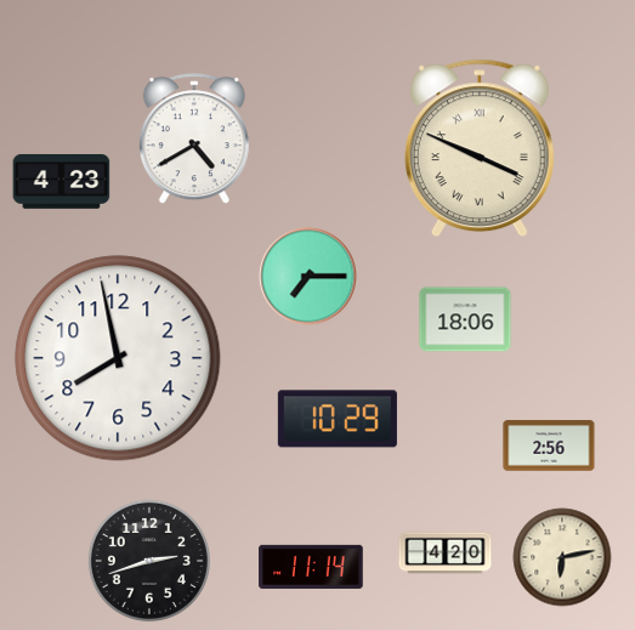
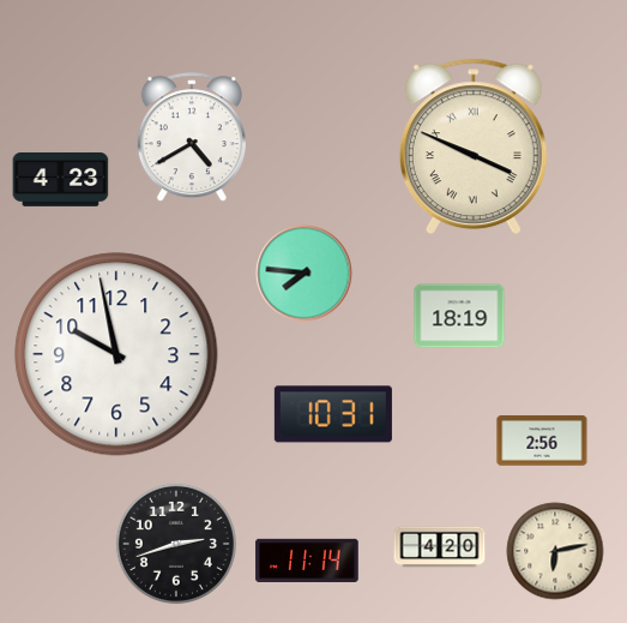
clock at (308, 277): 7:15 -> 7:46
clock at (465, 319): 18:06 -> 18:19
clock at (118, 358): 7:58 -> 9:58
clock at (338, 419): 10:29 -> 10:31
clock at (149, 561) position: (149, 561) -> (176, 544)
